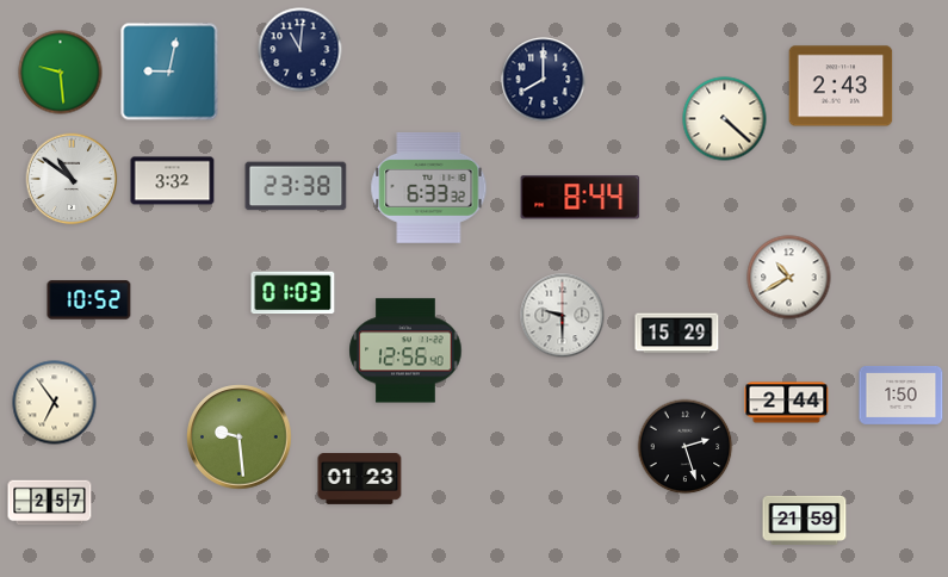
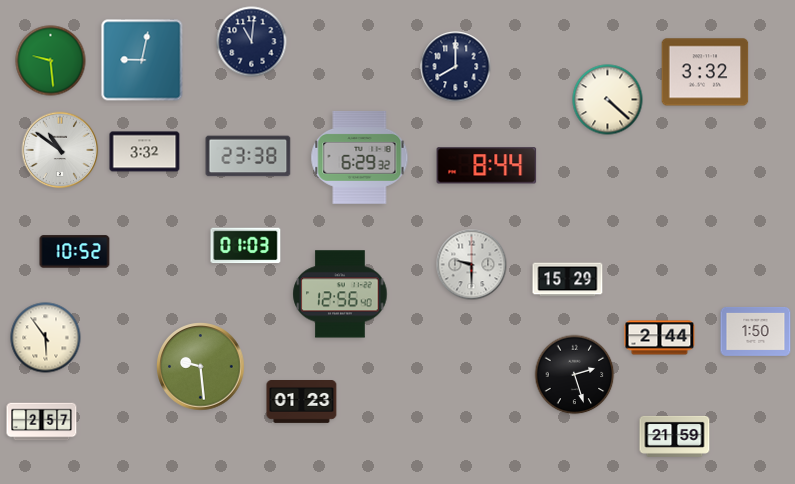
clock at (841, 86): 2:43 -> 3:32
clock at (429, 187): 6:33 -> 6:29
clock at (789, 278): 10:40 -> none
clock at (55, 403): 6:54 -> 5:54
